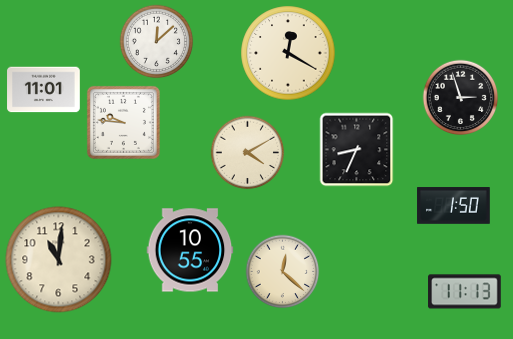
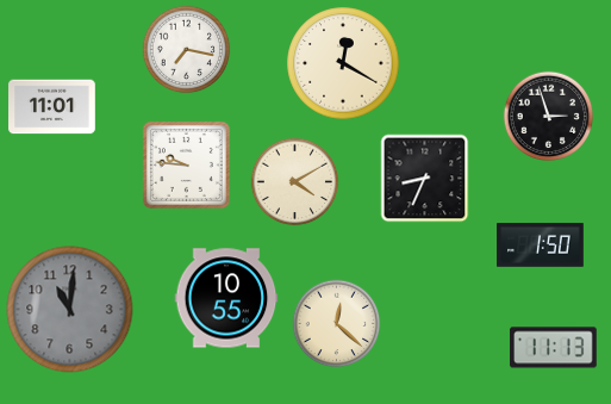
clock at (157, 42): 12:08 -> 7:17
clock at (123, 122) position: (123, 122) -> (186, 164)
clock at (59, 260) dial: cream -> grey
